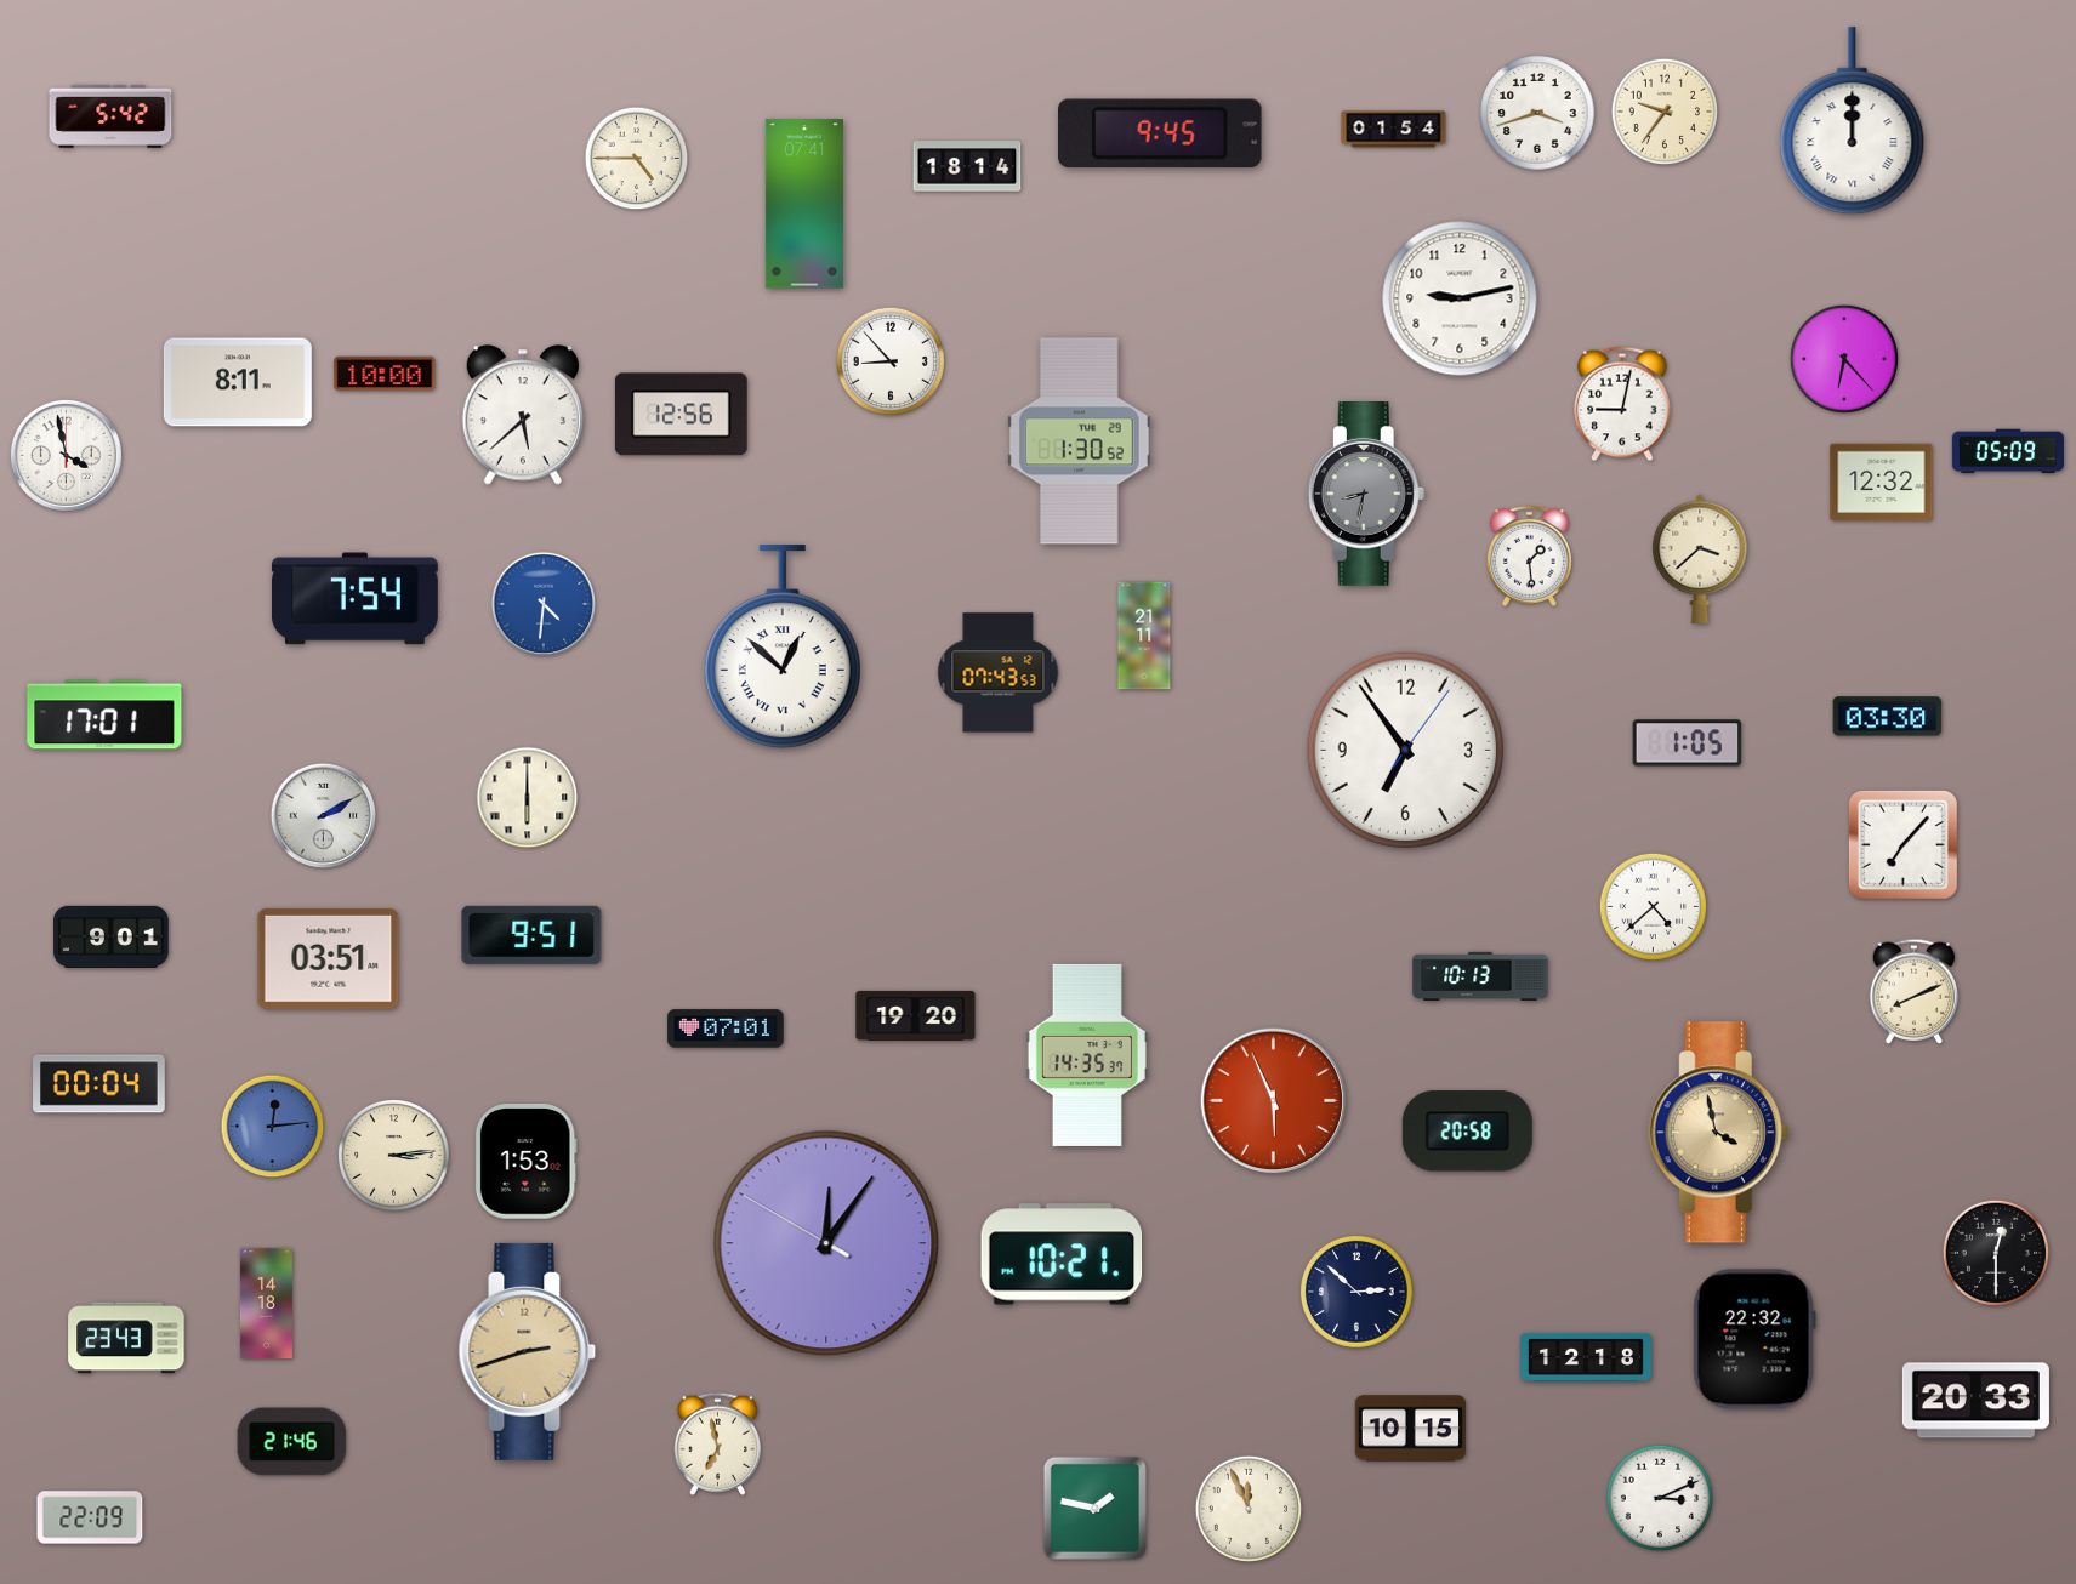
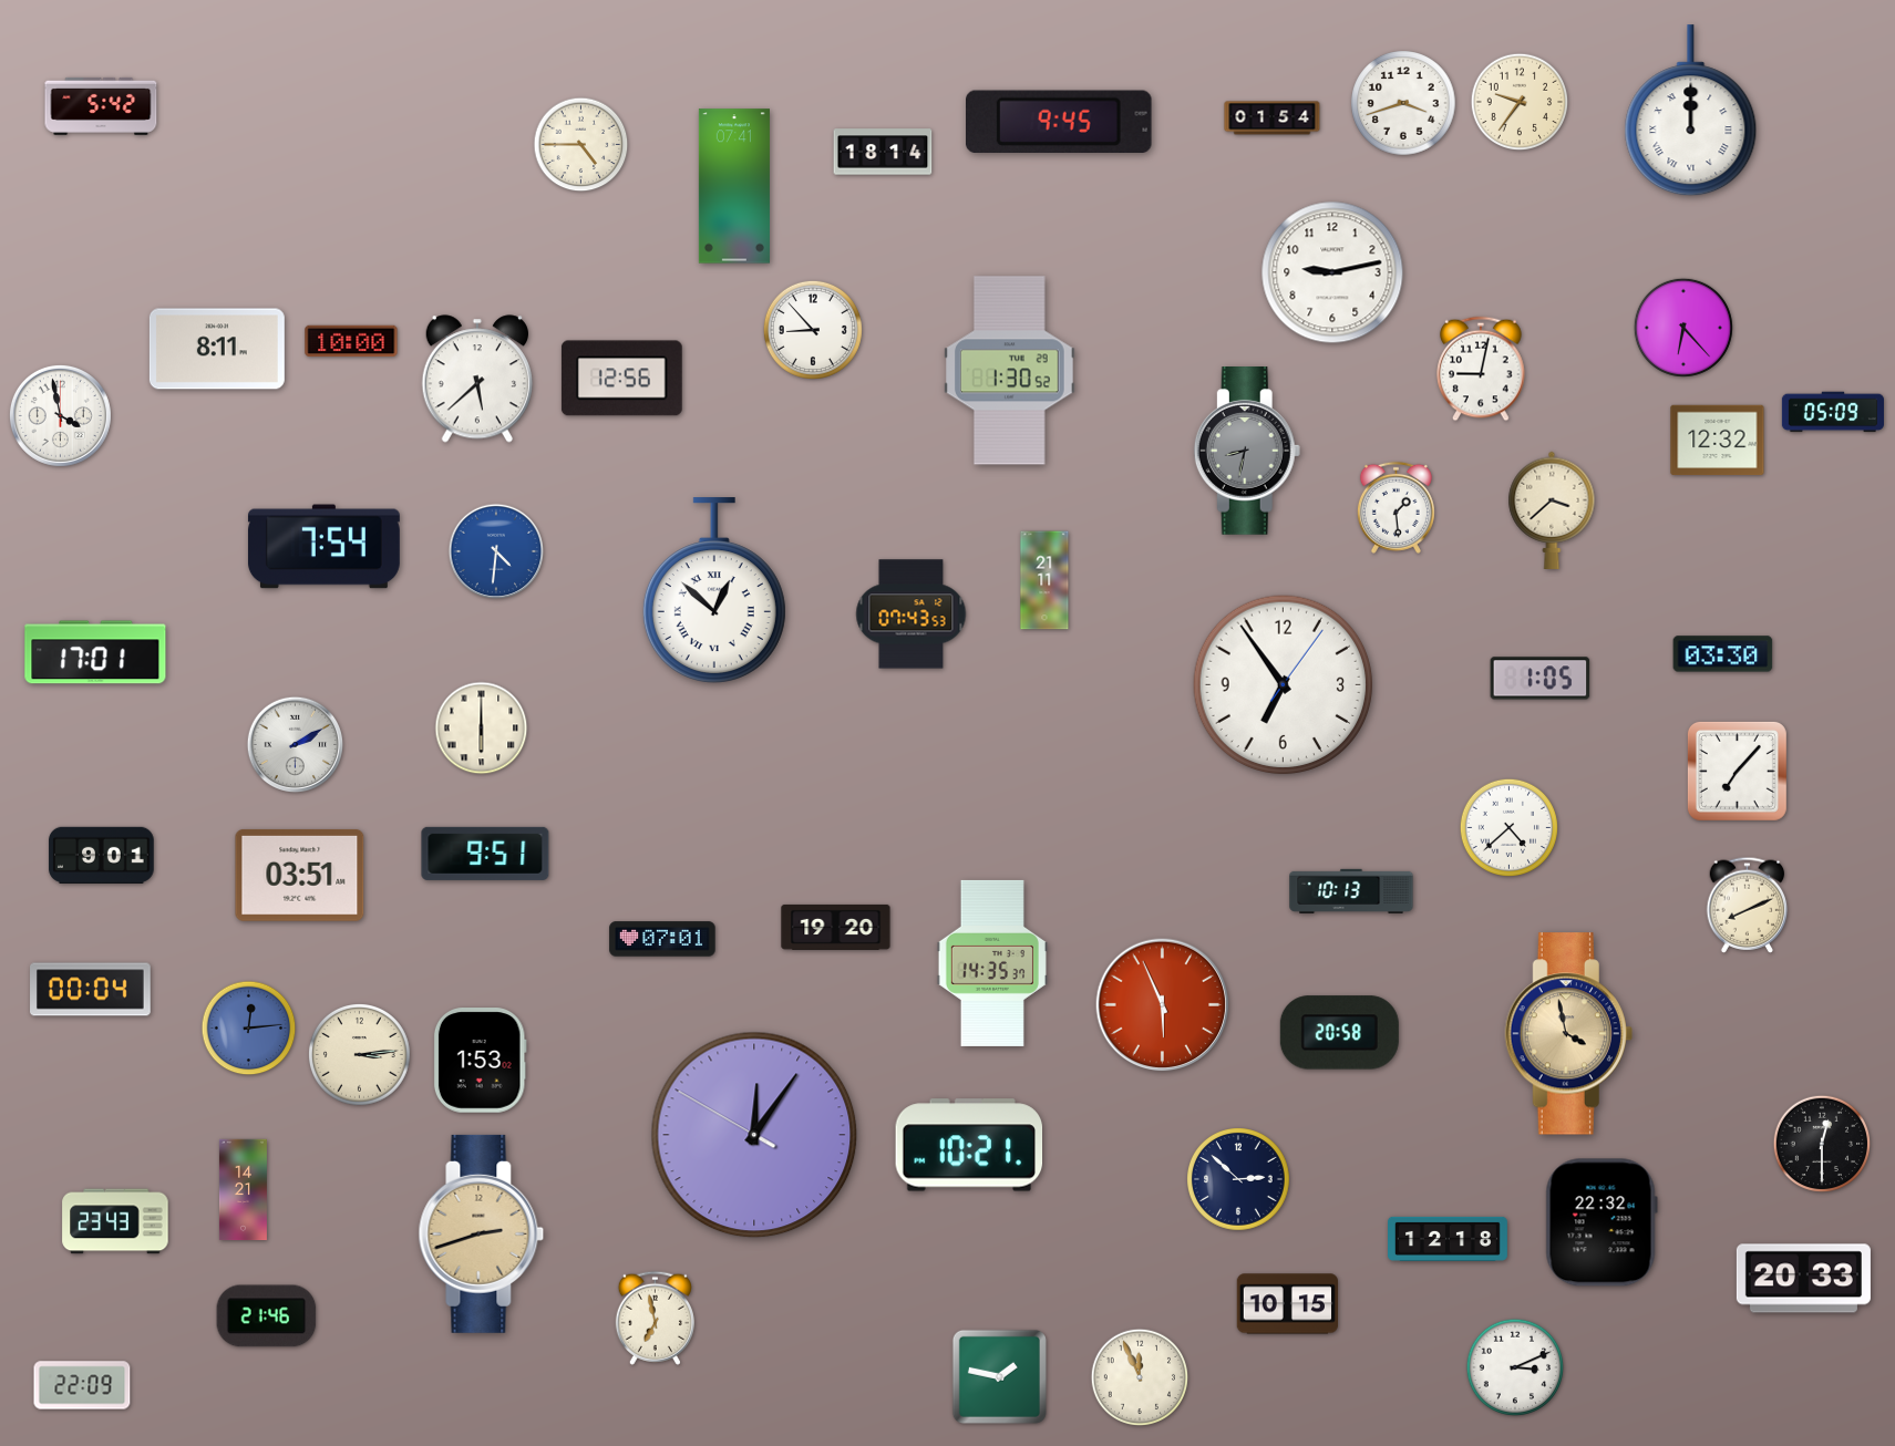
clock at (1080, 441) position: (1080, 441) -> (1010, 371)
clock at (266, 1304): 14:18 -> 14:21
